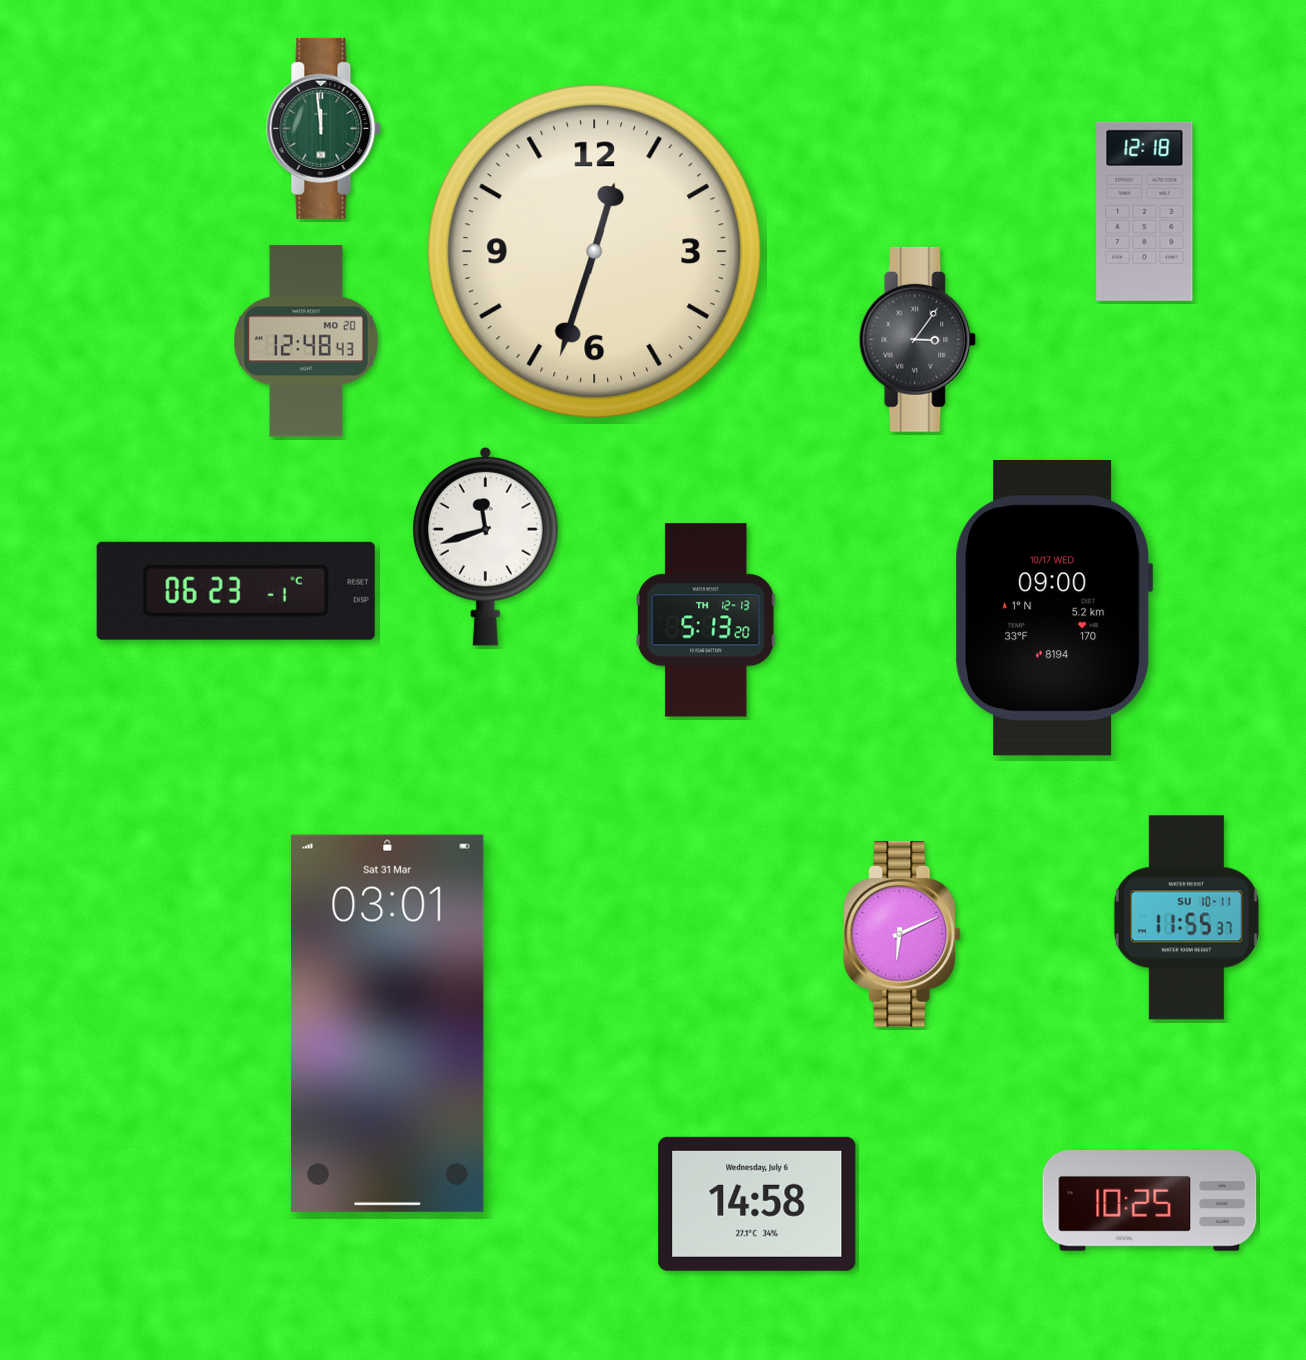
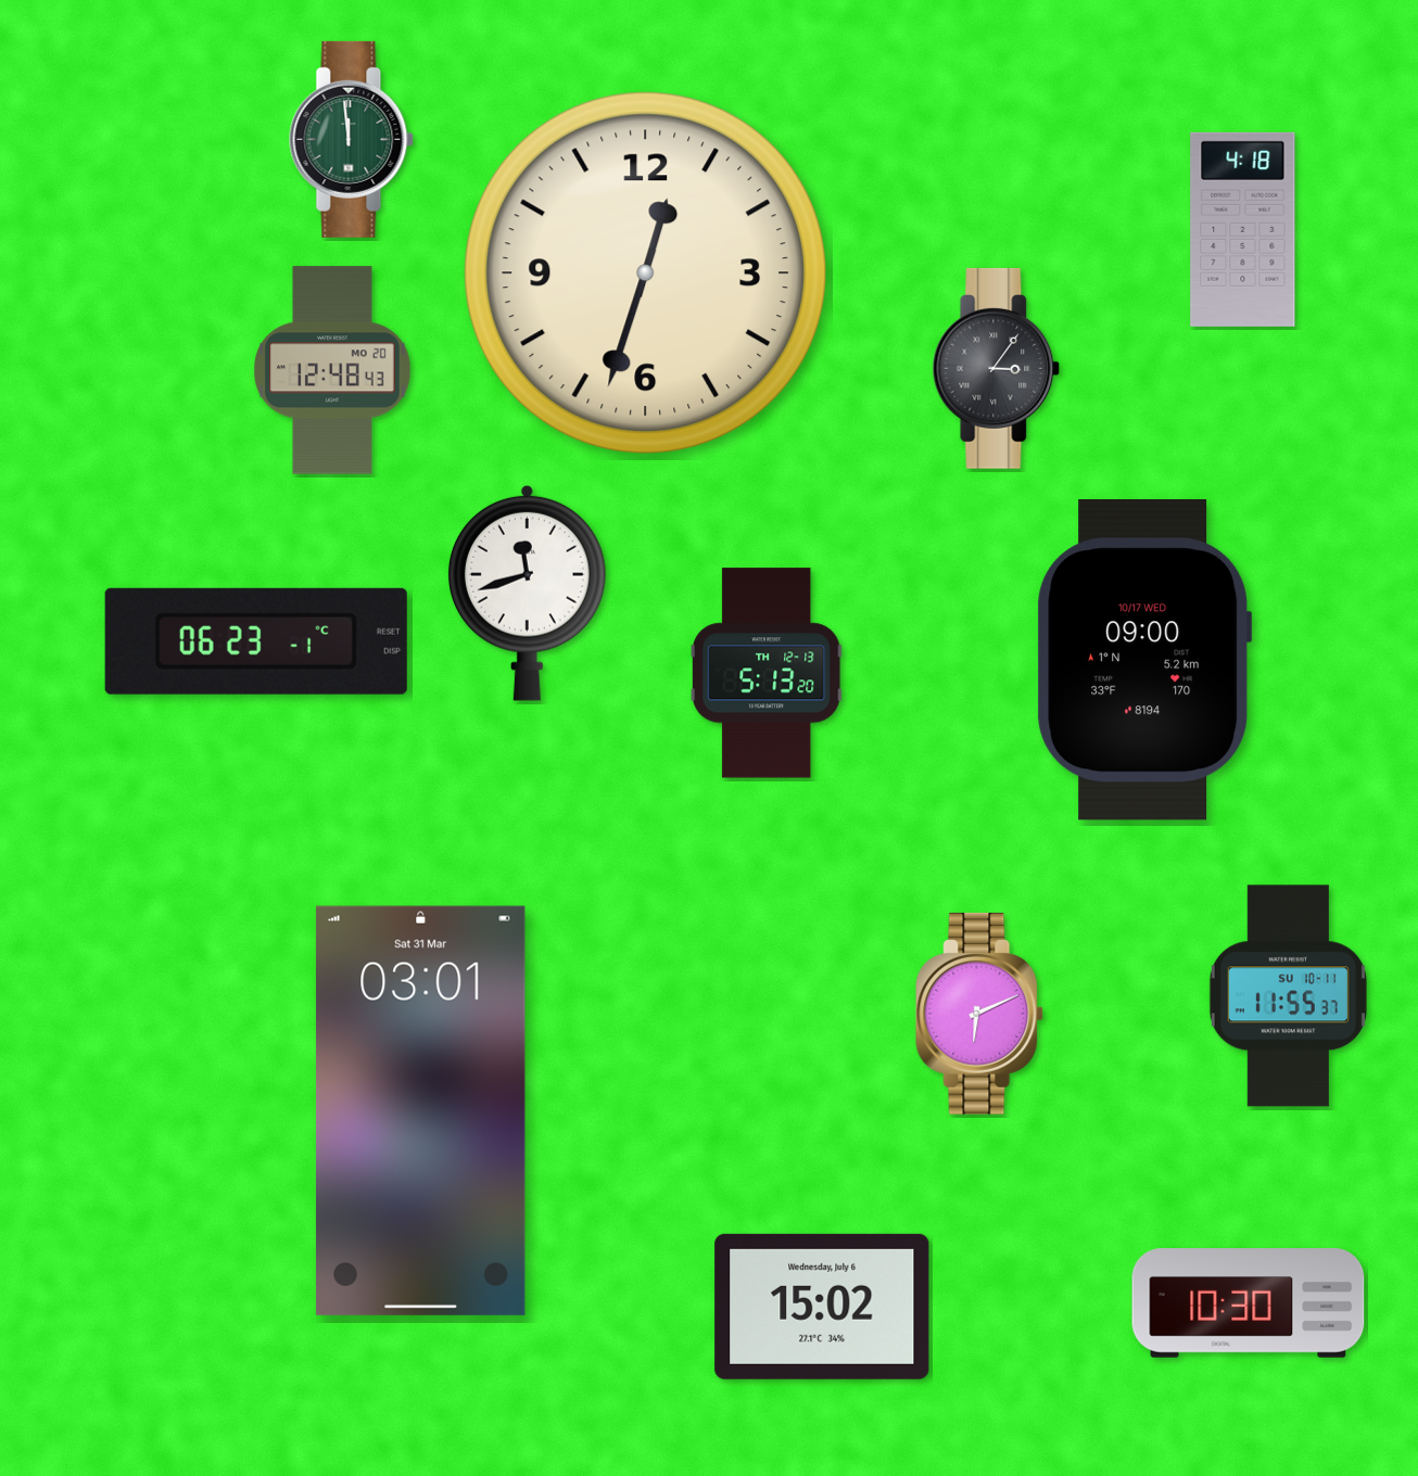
clock at (1145, 211): 12:18 -> 4:18
clock at (1150, 1201): 10:25 -> 10:30
clock at (757, 1204): 14:58 -> 15:02
